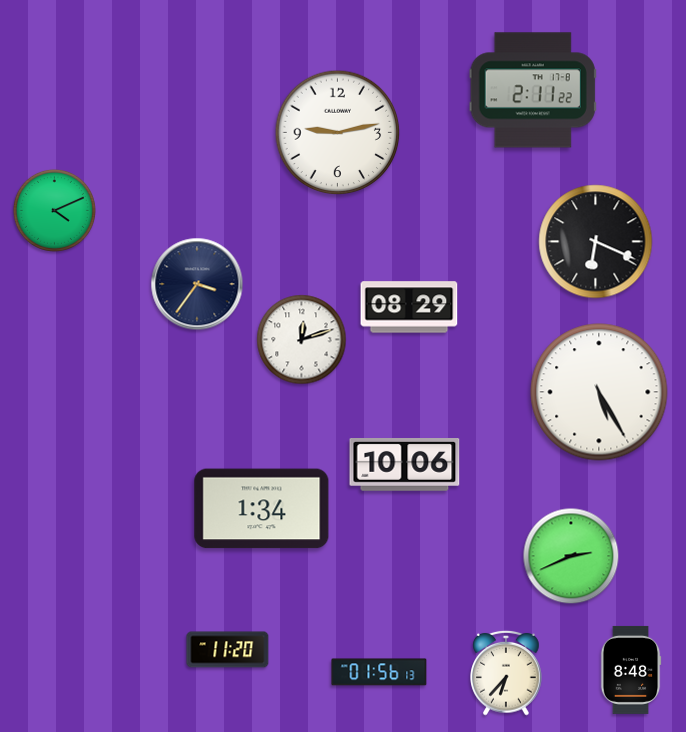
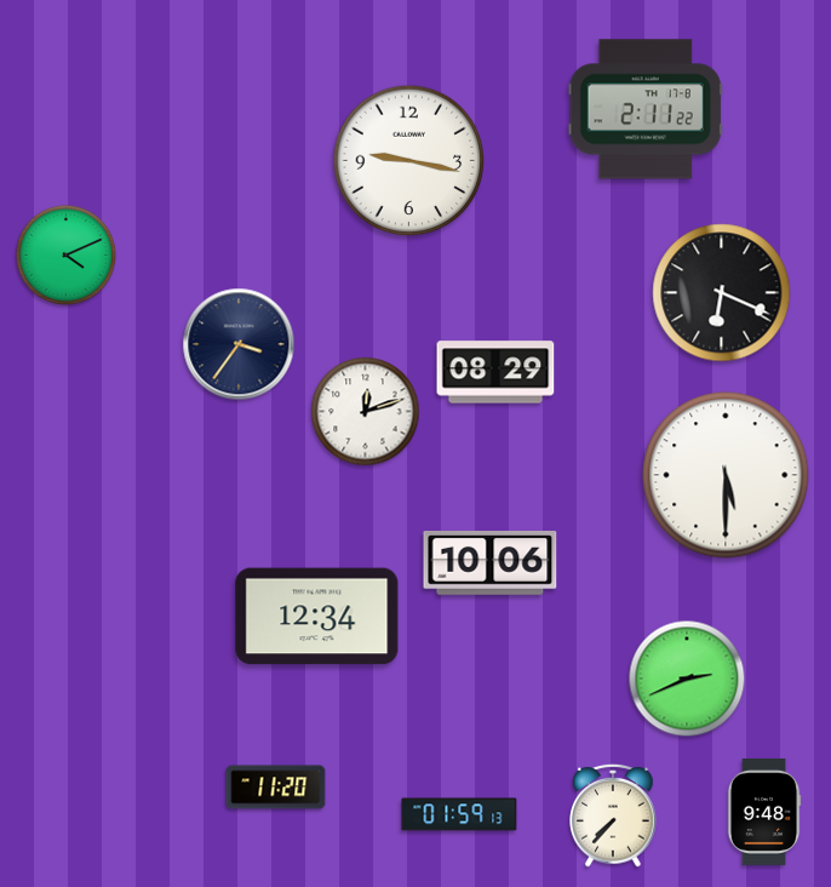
clock at (338, 133): 9:13 -> 9:17
clock at (599, 392): 5:25 -> 5:30
clock at (262, 509): 1:34 -> 12:34
clock at (571, 556) position: (571, 556) -> (687, 679)
clock at (631, 670): 8:48 -> 9:48
clock at (379, 672): 01:56 -> 01:59
clock at (506, 673): 6:37 -> 7:37
